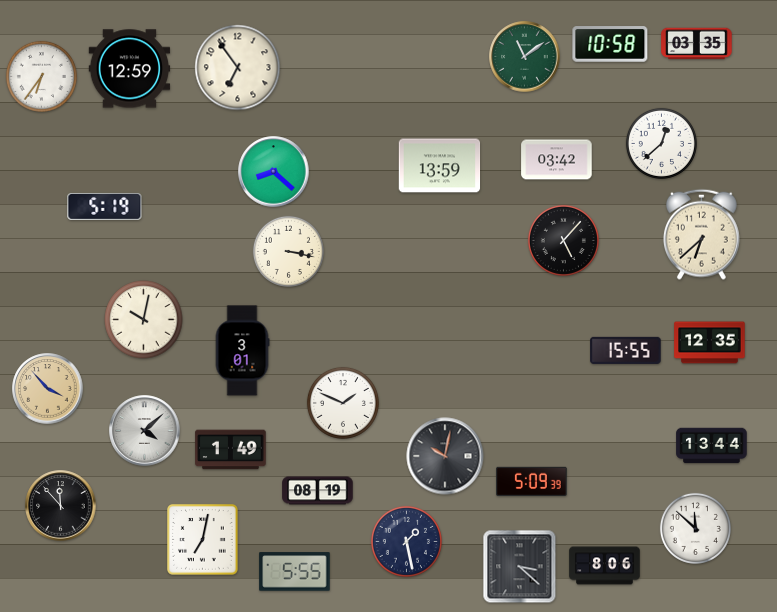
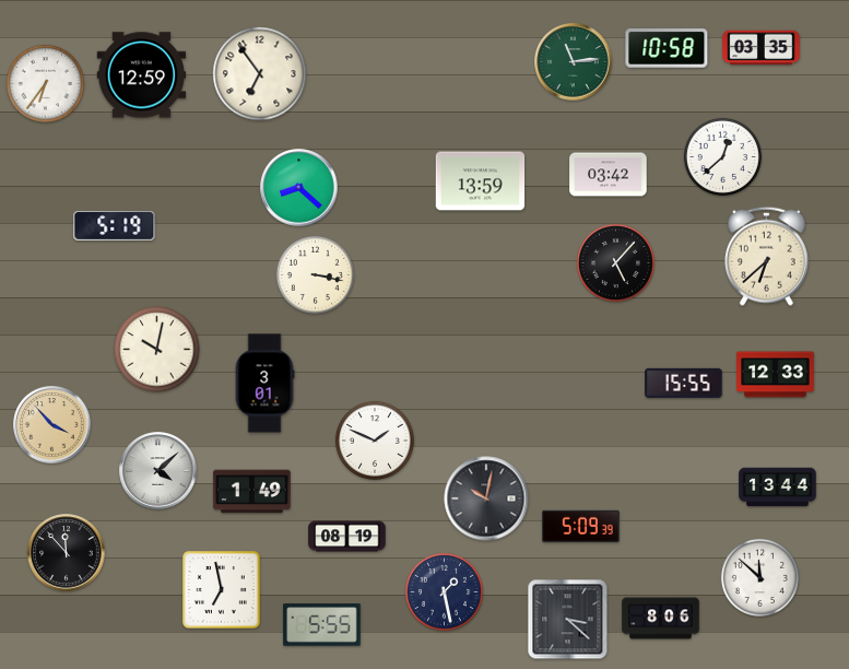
clock at (525, 57): 11:09 -> 11:14
clock at (710, 343): 12:35 -> 12:33
clock at (203, 540): 7:02 -> 6:58
